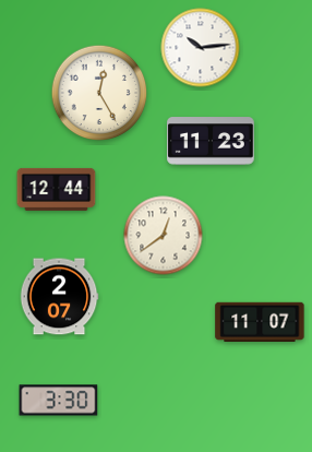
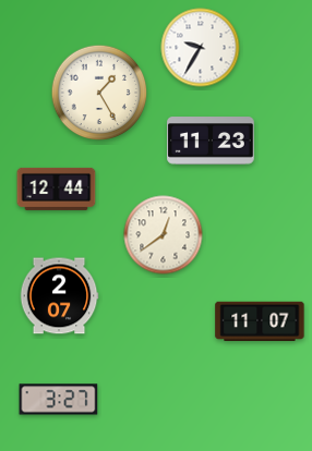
clock at (201, 48): 10:14 -> 9:35
clock at (99, 93): 12:25 -> 1:25
clock at (59, 401): 3:30 -> 3:27
